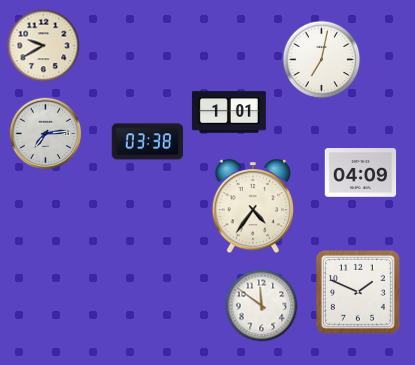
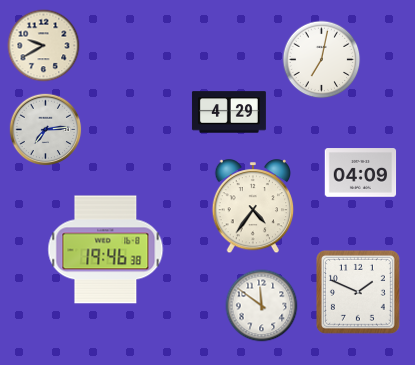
clock at (229, 112): 1:01 -> 4:29
clock at (46, 134) position: (46, 134) -> (46, 130)
clock at (147, 142): 03:38 -> none
clock at (106, 250): none -> 19:46
